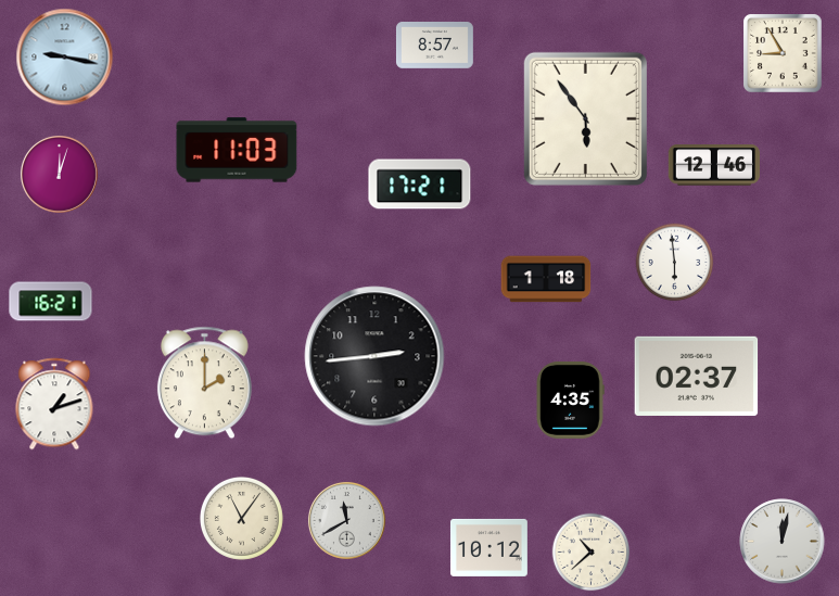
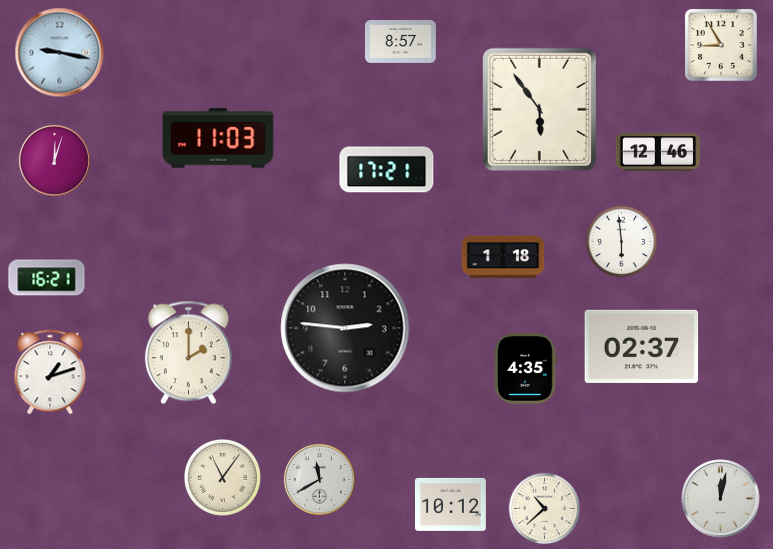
clock at (783, 53) position: (783, 53) -> (721, 45)
clock at (374, 356): 2:44 -> 2:46
